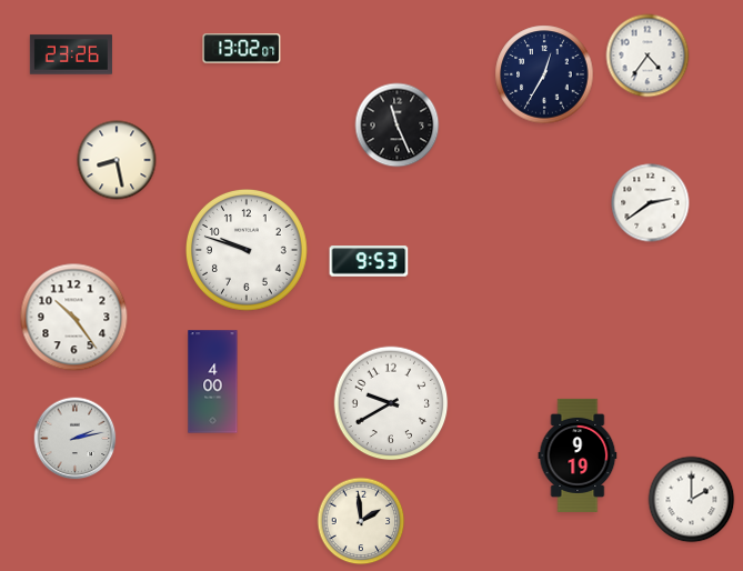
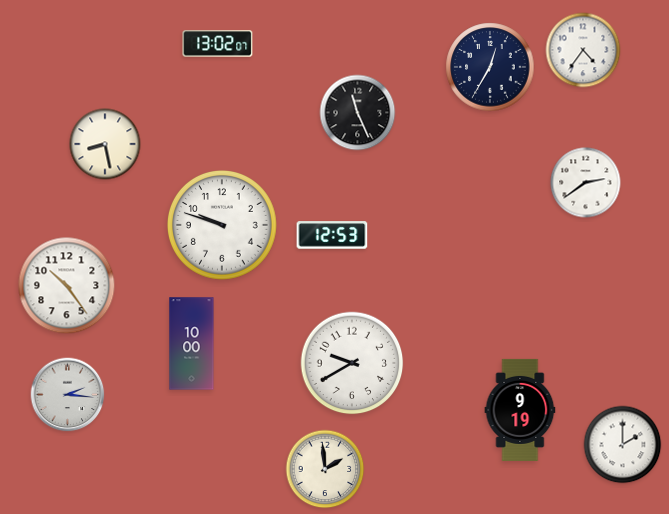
clock at (70, 54): 23:26 -> none
clock at (369, 261): 9:53 -> 12:53
clock at (213, 382): 4:00 -> 10:00
clock at (76, 439): 2:13 -> 2:16
clock at (692, 500) position: (692, 500) -> (623, 445)
